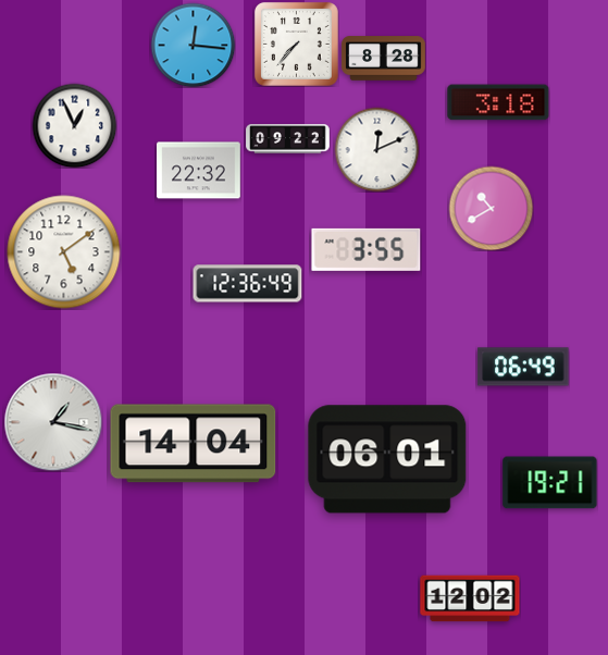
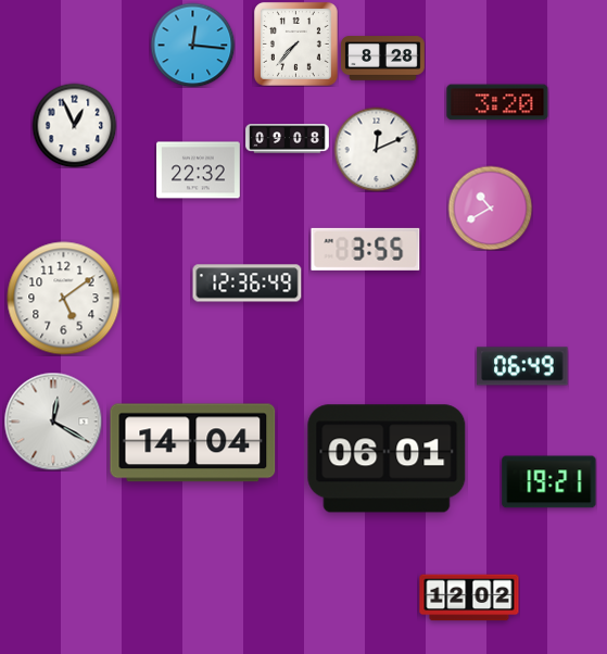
clock at (498, 102): 3:18 -> 3:20
clock at (288, 139): 09:22 -> 09:08
clock at (64, 252) position: (64, 252) -> (64, 299)
clock at (53, 422): 1:17 -> 12:20
